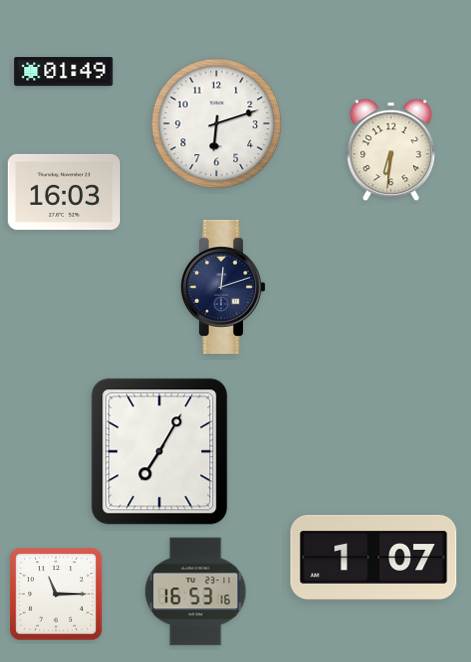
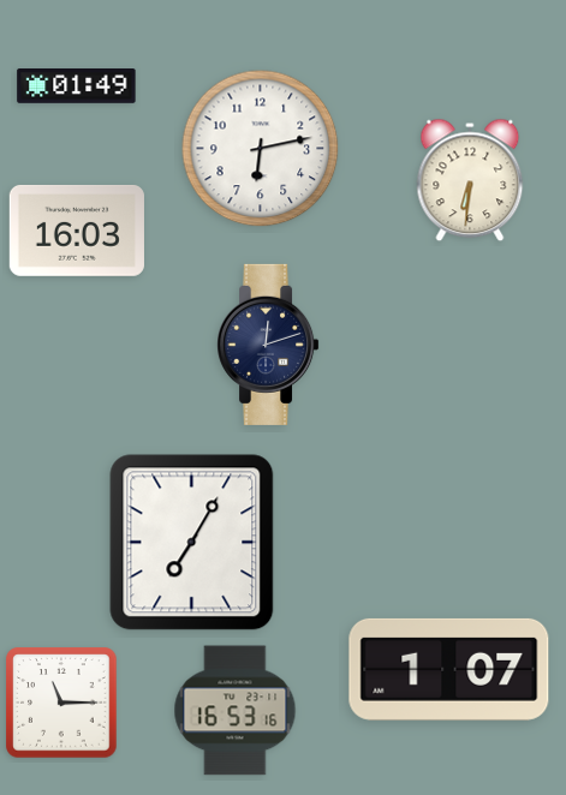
clock at (217, 124): 6:12 -> 6:13
clock at (56, 594) position: (56, 594) -> (61, 703)
